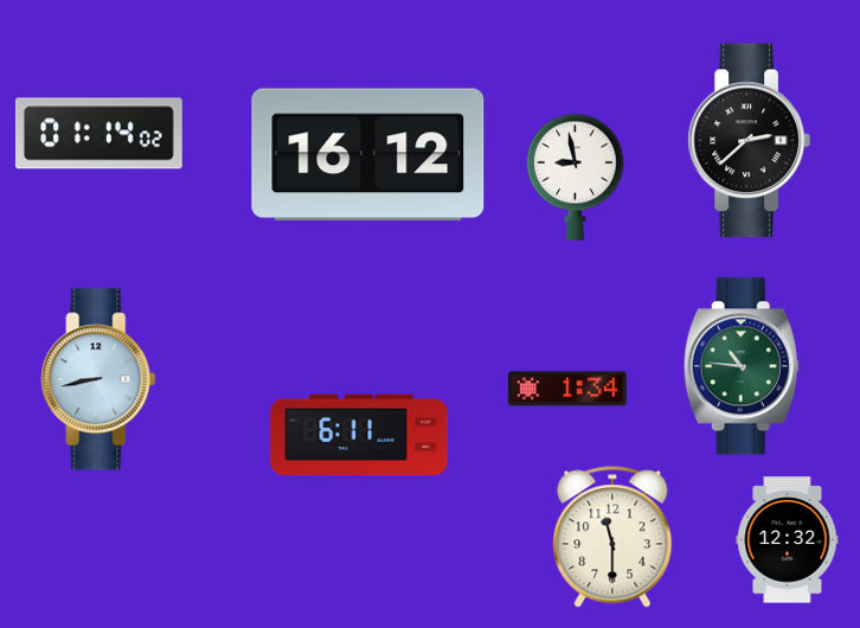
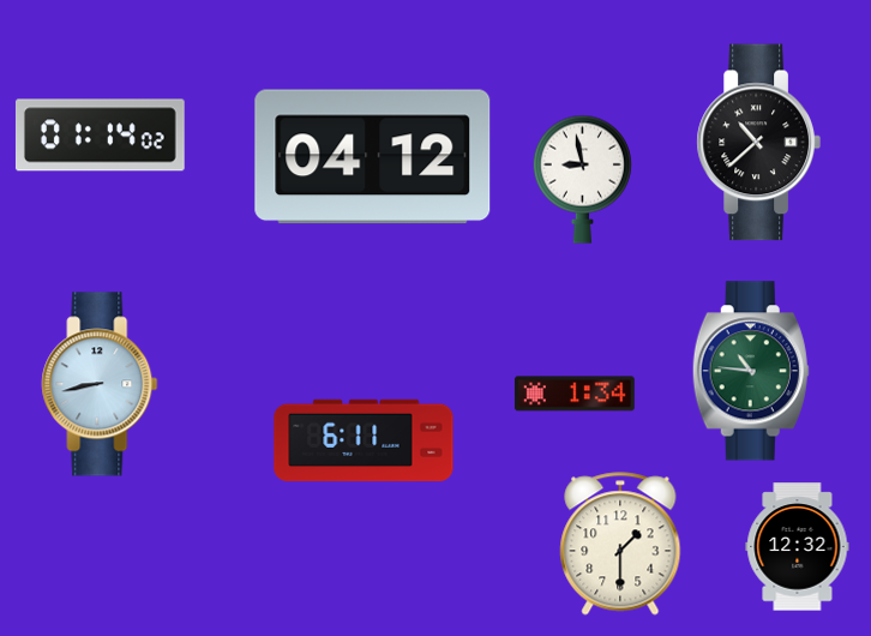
clock at (749, 141): 2:38 -> 10:38
clock at (368, 155): 16:12 -> 04:12
clock at (612, 537): 11:30 -> 1:30
